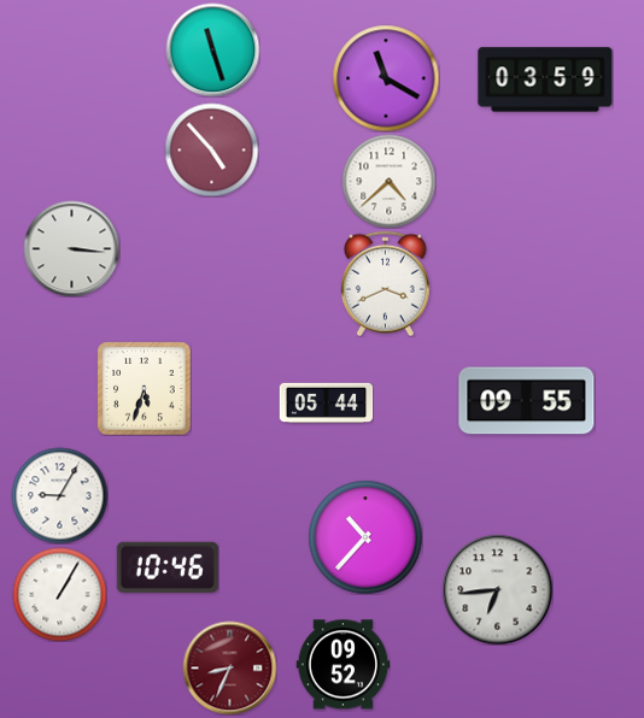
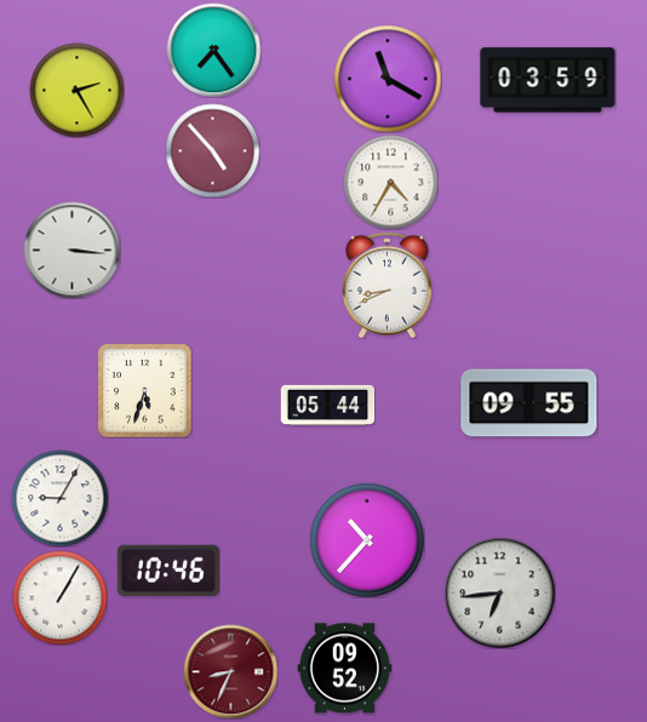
clock at (212, 49): 11:27 -> 7:24
clock at (76, 90): none -> 2:25
clock at (388, 181): 4:38 -> 4:35
clock at (386, 283): 3:41 -> 8:41
